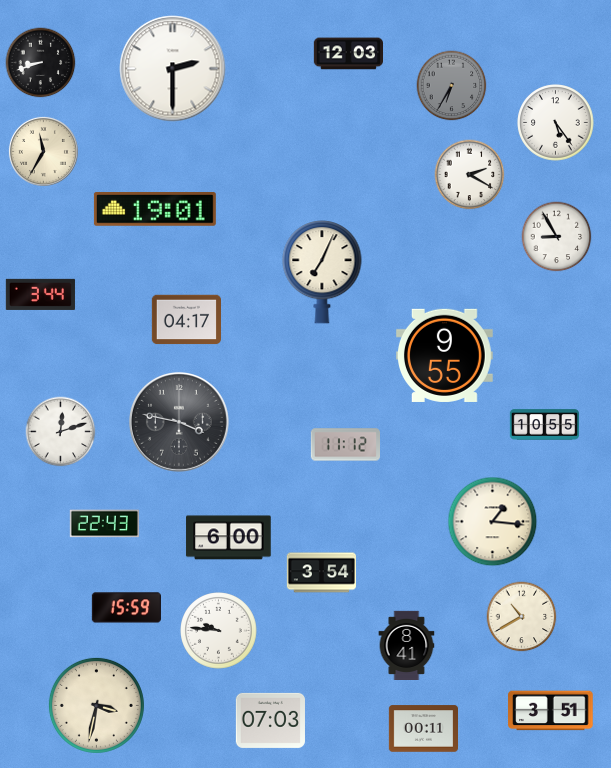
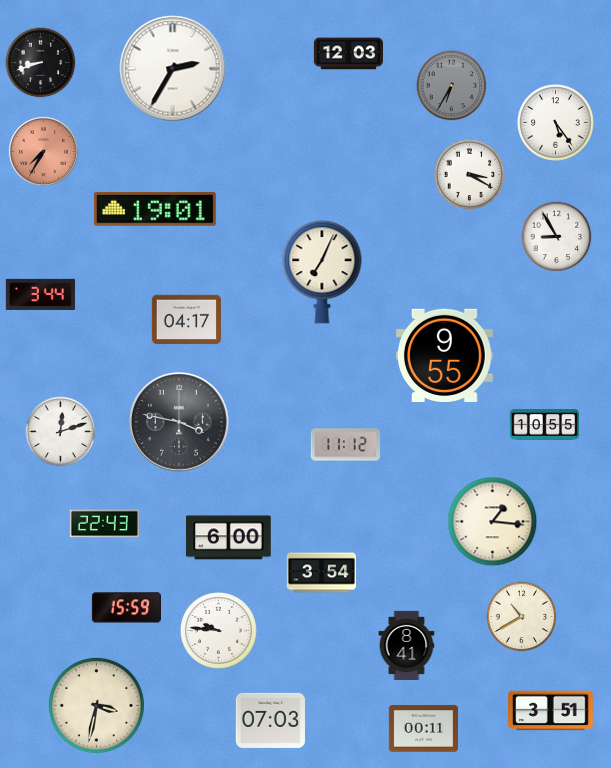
clock at (173, 69): 2:30 -> 2:35
clock at (43, 151): 11:35 -> 7:35
clock at (43, 151) dial: cream -> salmon
clock at (470, 175): 2:20 -> 3:20
